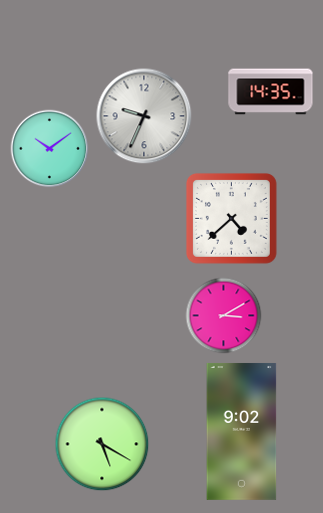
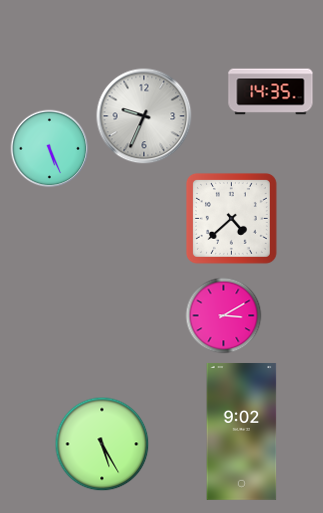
clock at (50, 149): 10:09 -> 5:26
clock at (102, 444): 5:20 -> 5:25
